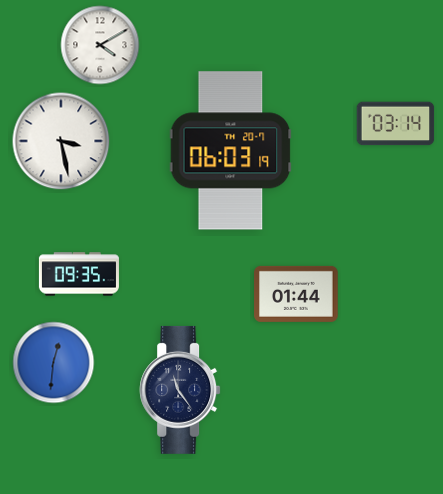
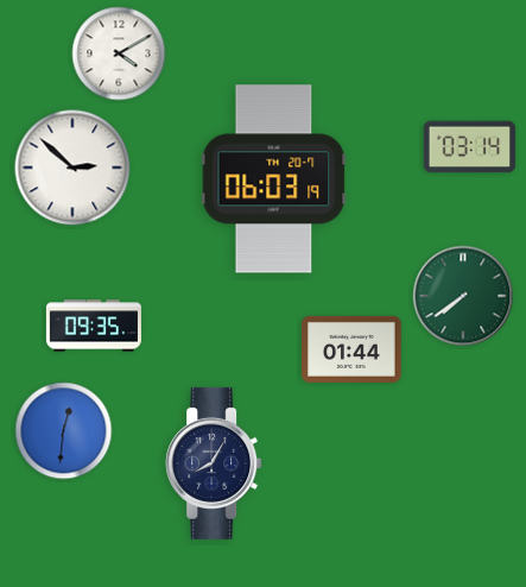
clock at (61, 141): 3:28 -> 2:52
clock at (463, 296): none -> 7:39
clock at (180, 390): 11:24 -> 8:05
